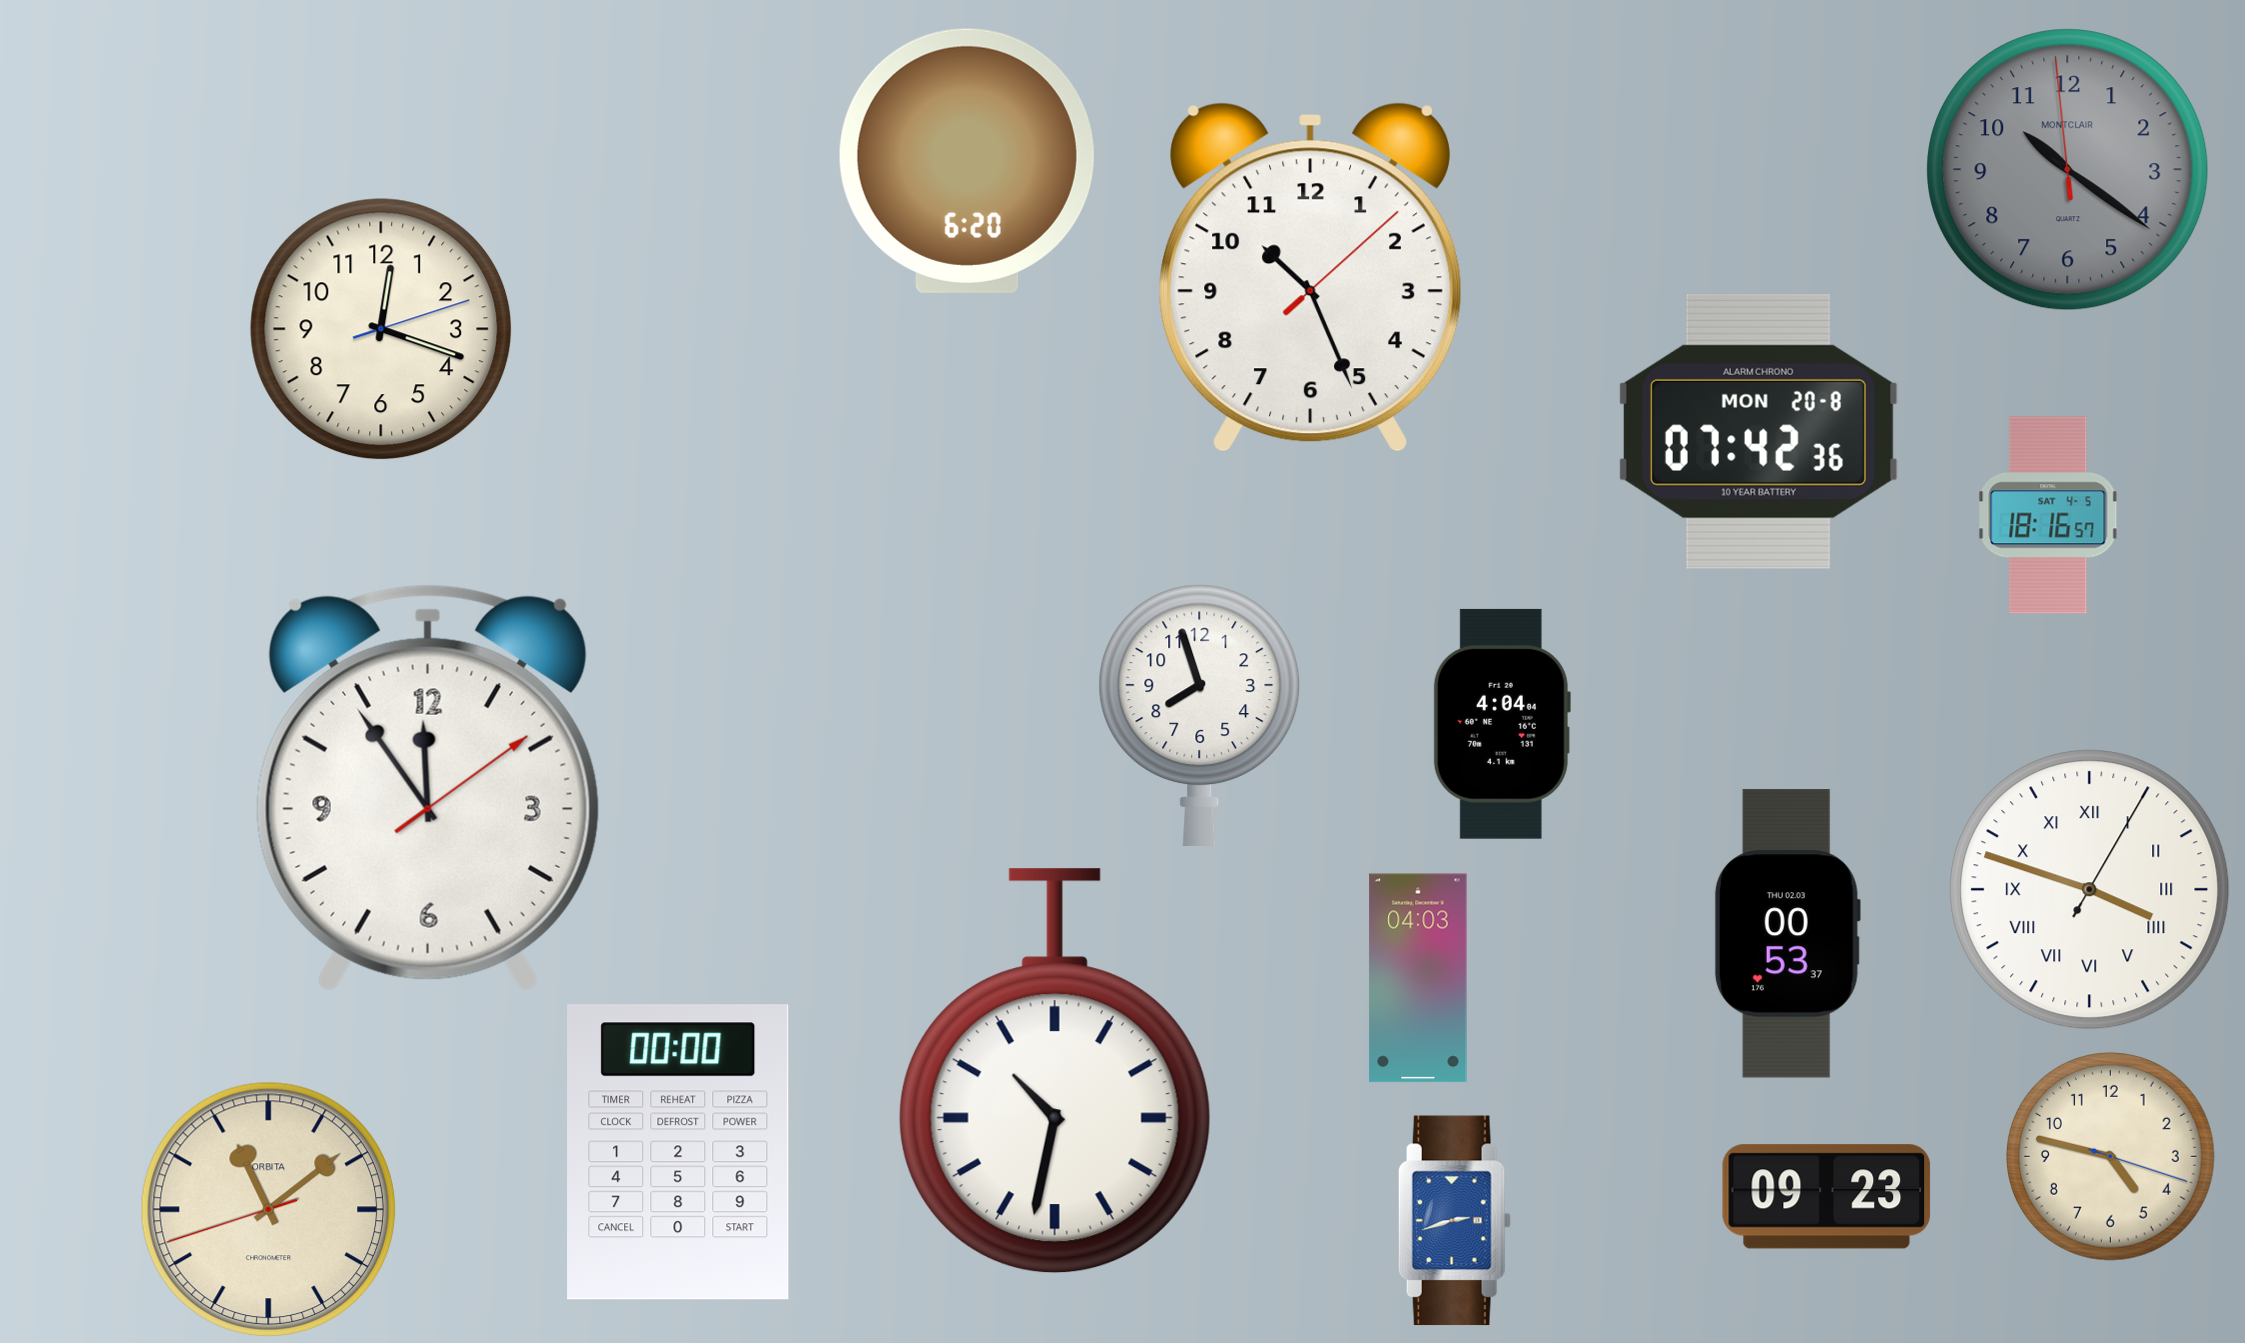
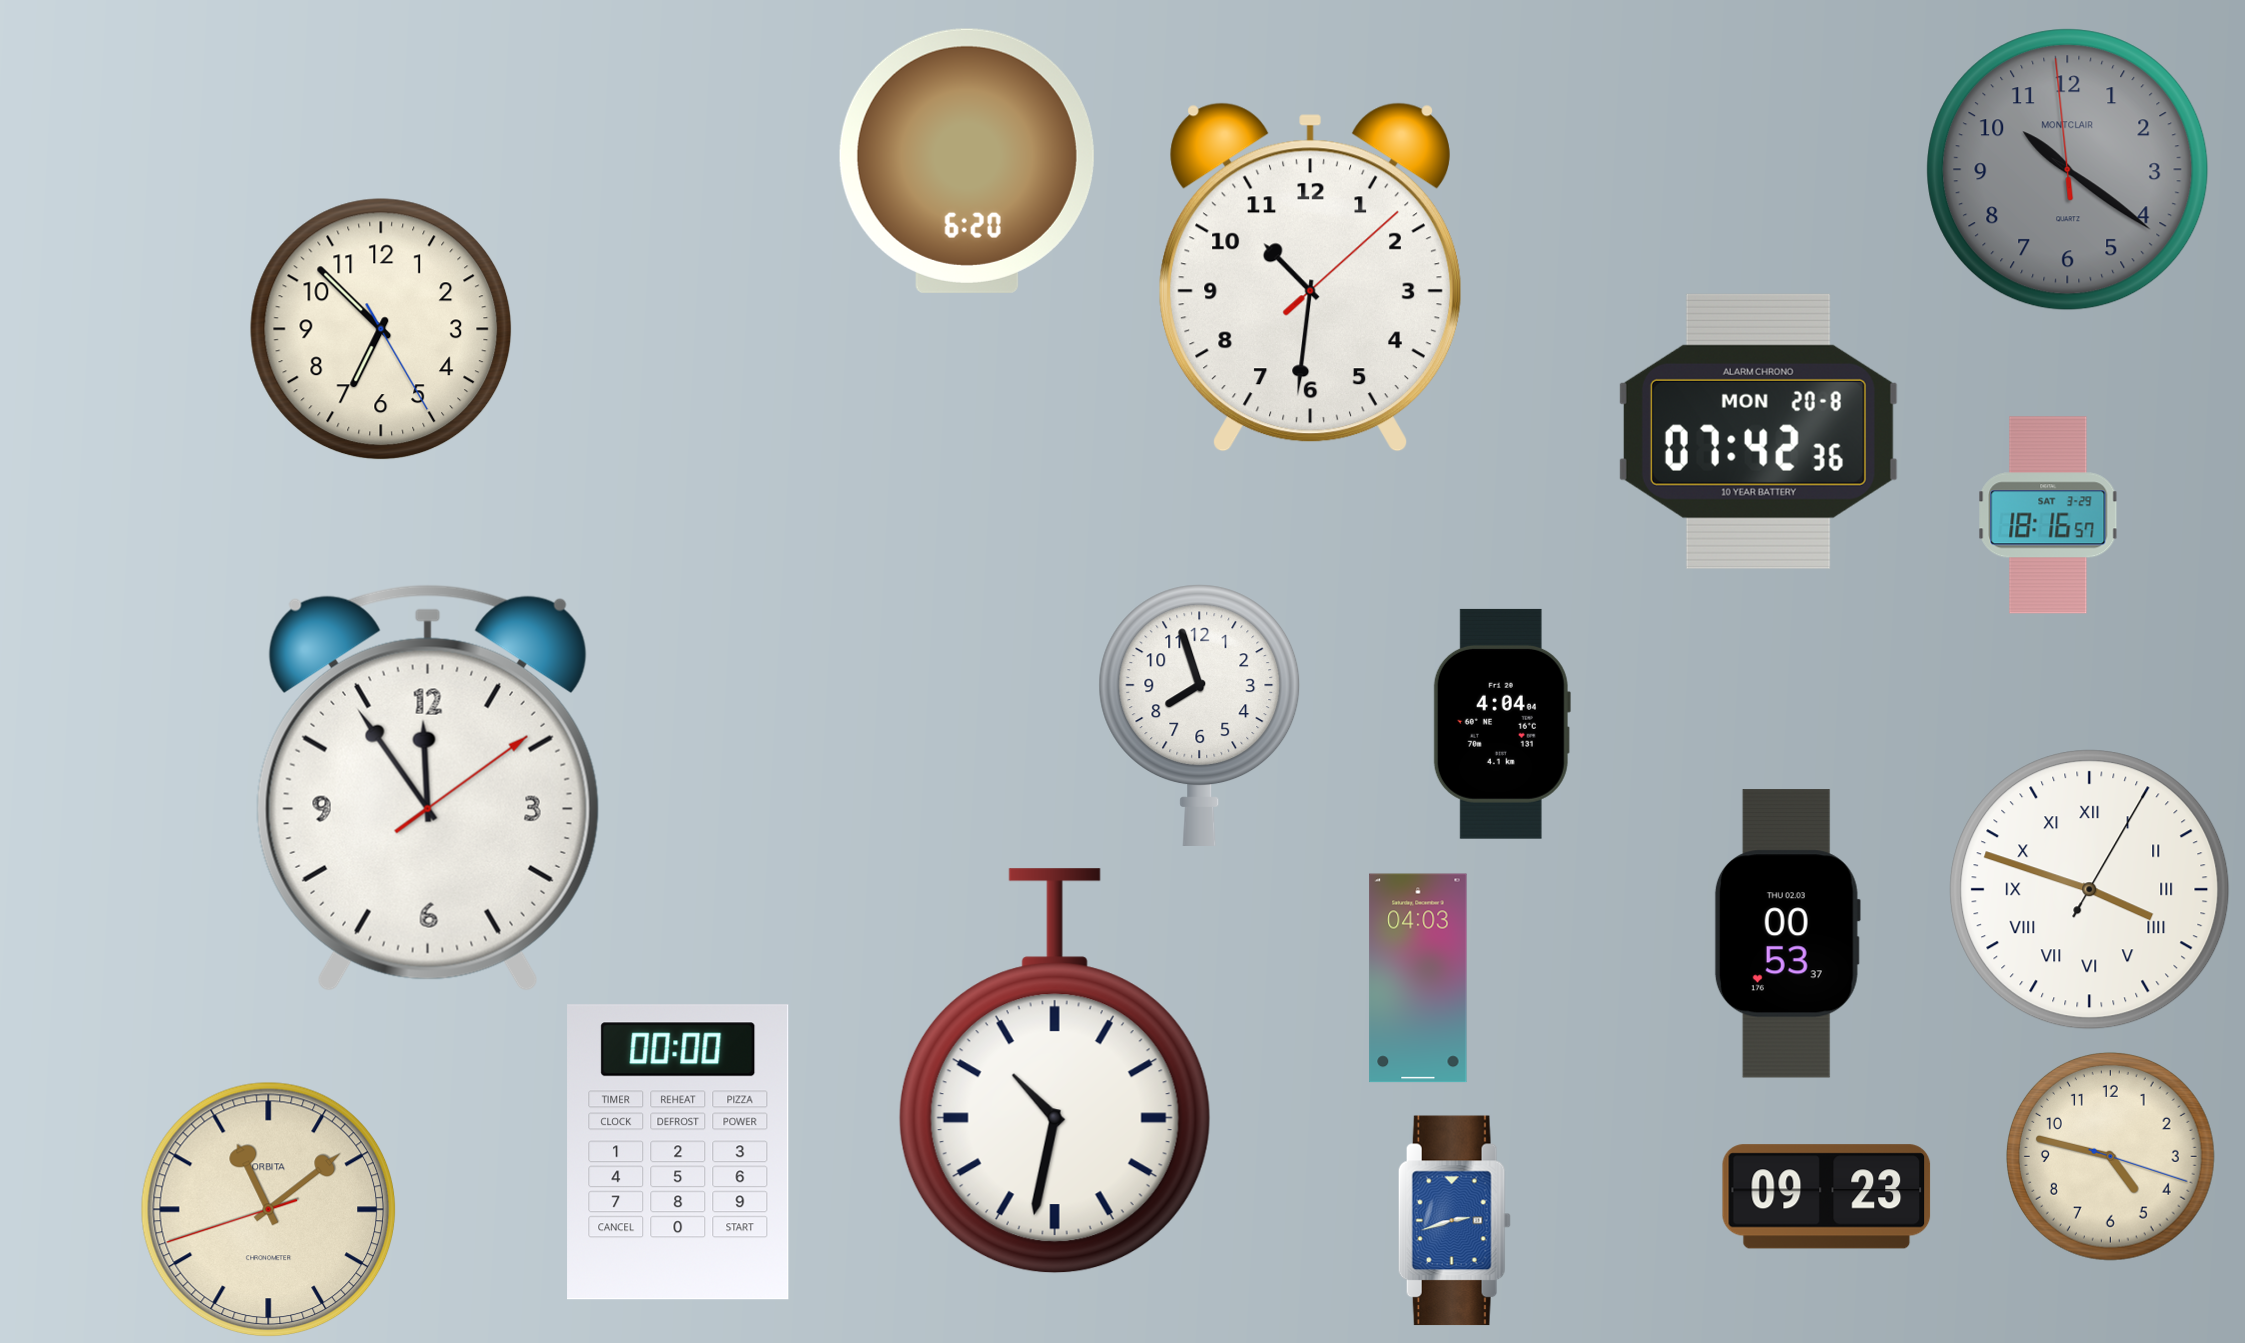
clock at (1310, 277): 10:26 -> 10:31
clock at (381, 329): 12:18 -> 6:52
clock at (2048, 515) date: SAT 4-5 -> SAT 3-29
